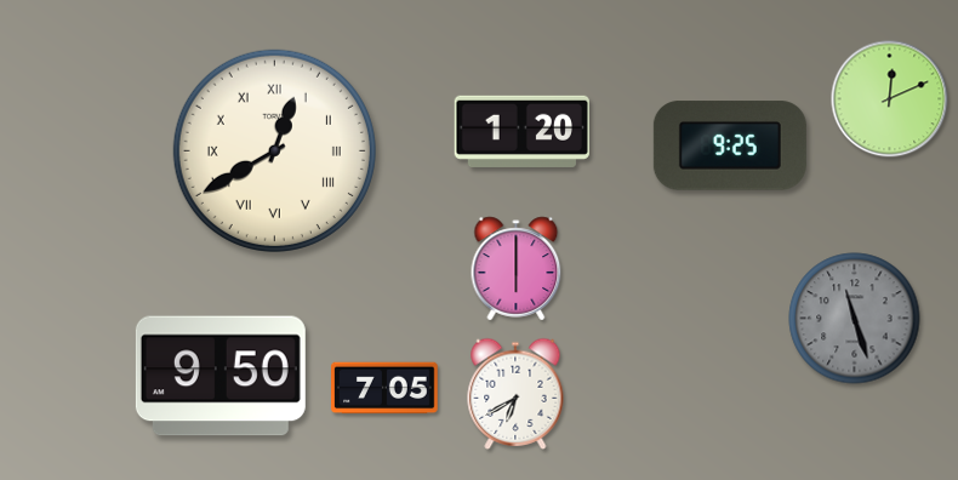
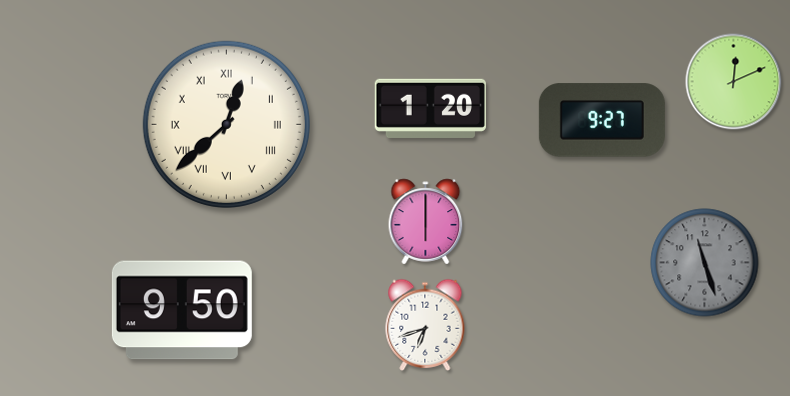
clock at (730, 145): 9:25 -> 9:27
clock at (274, 150): 12:40 -> 12:38
clock at (386, 388): 7:05 -> none
clock at (515, 394): 6:40 -> 6:42
